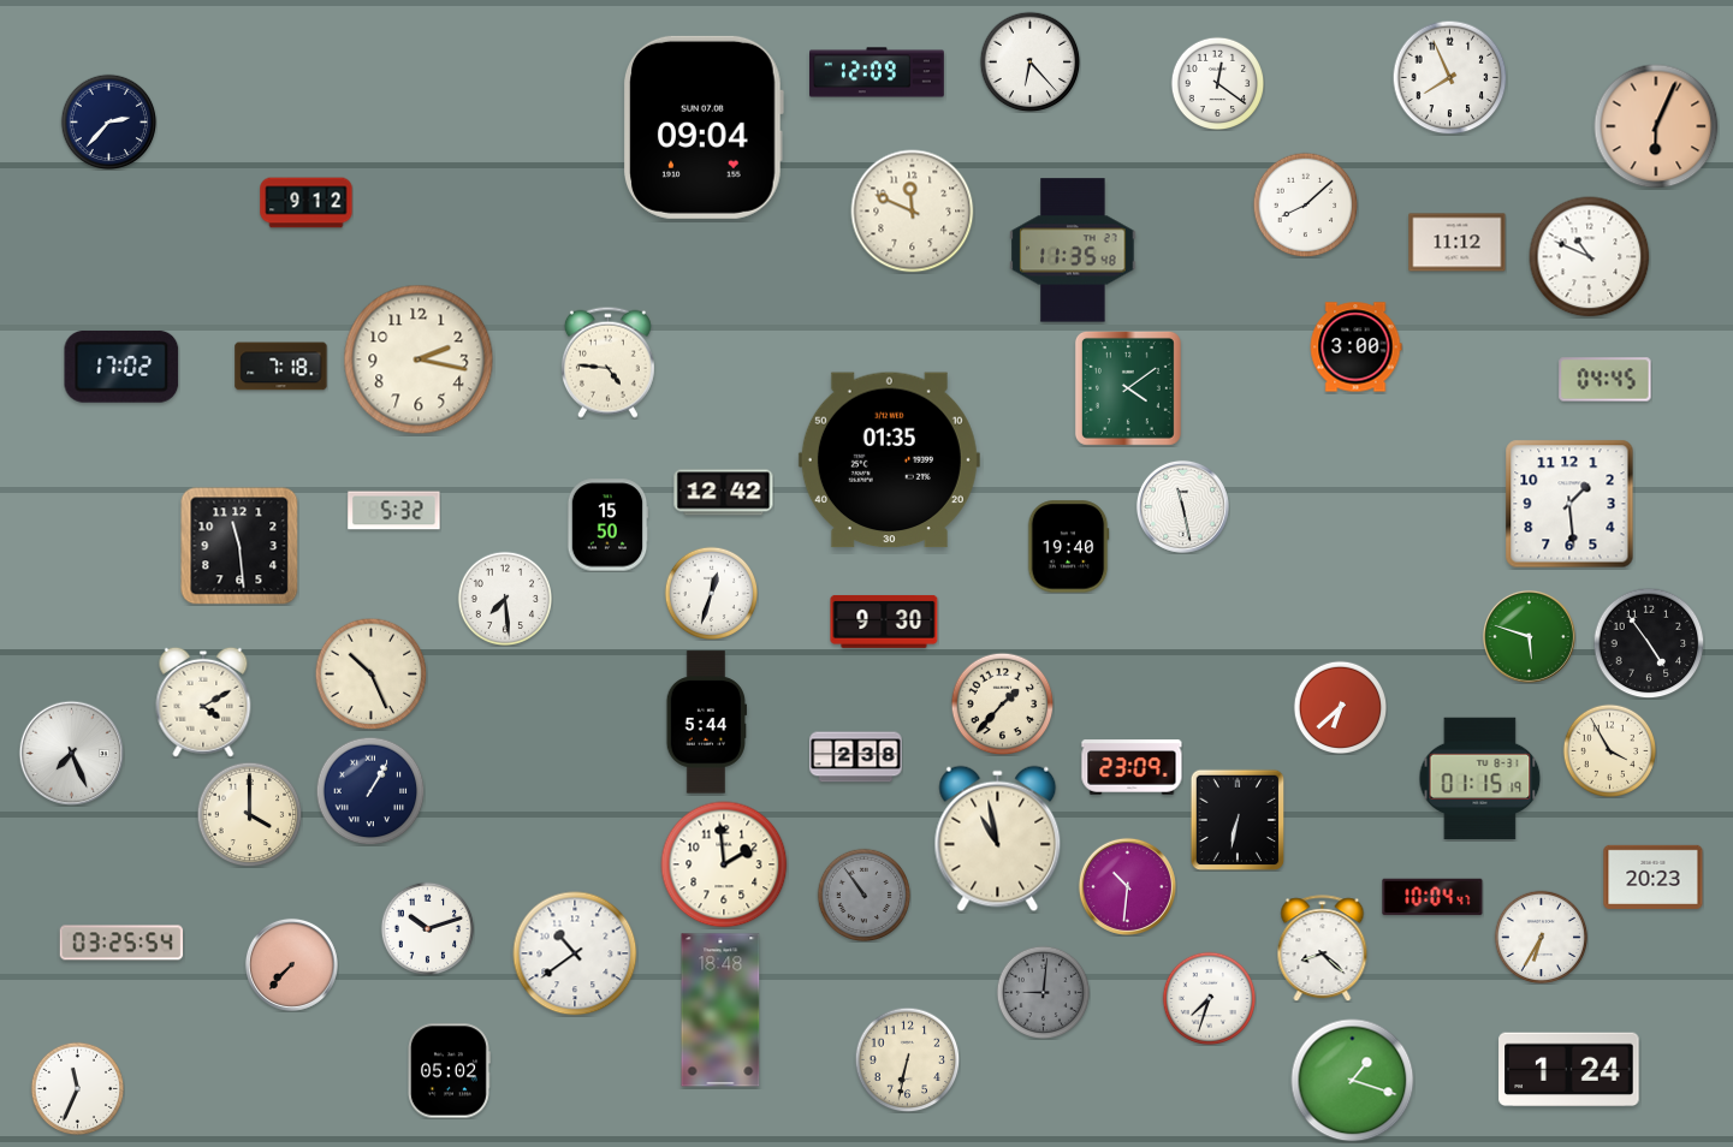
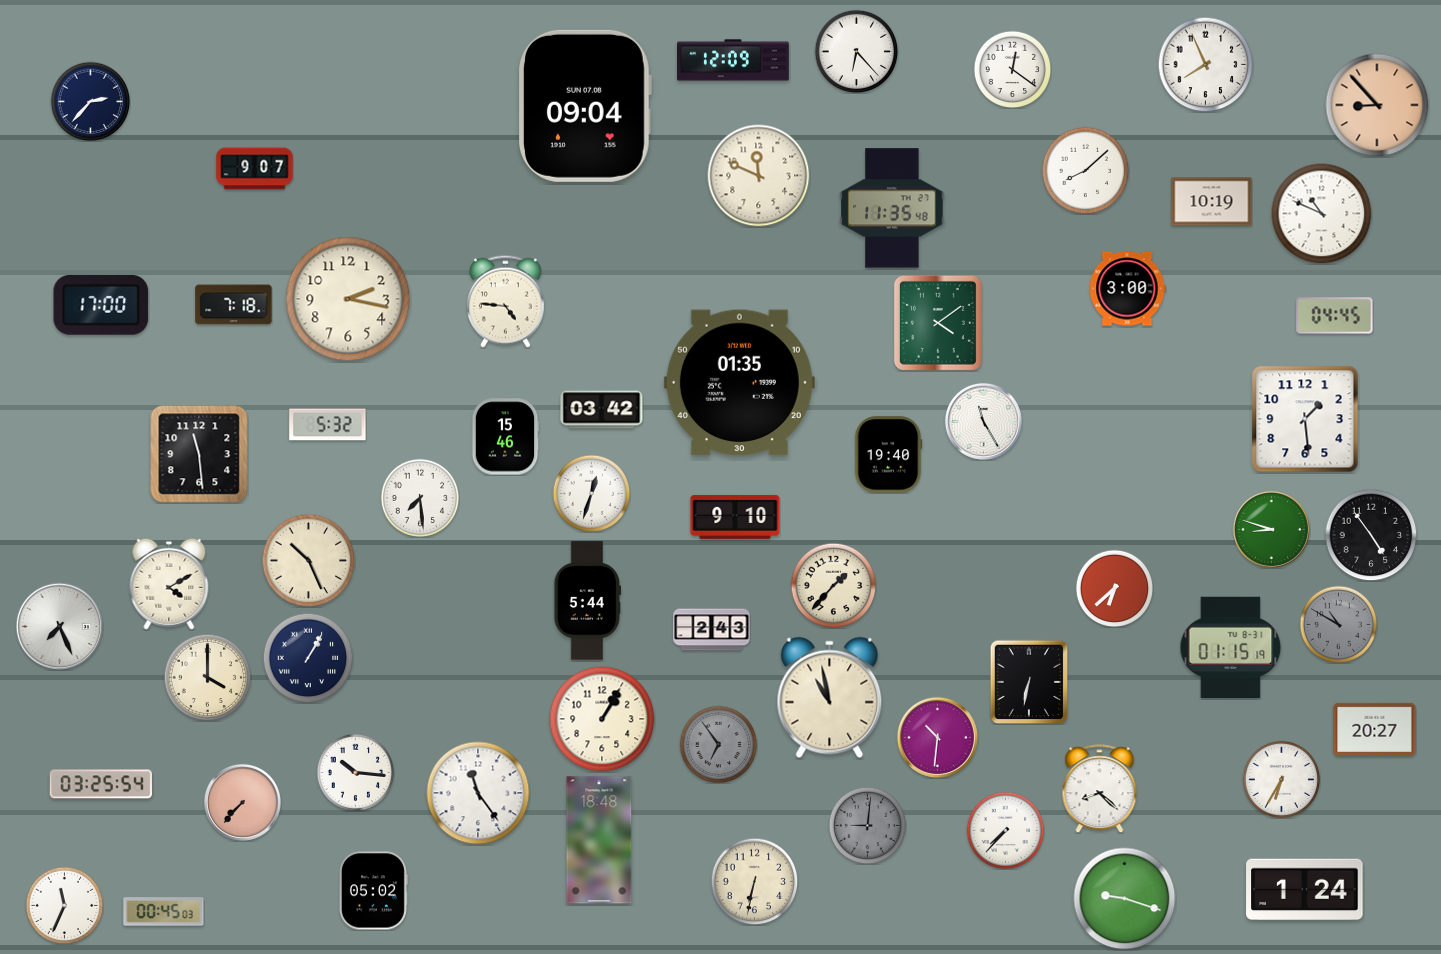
clock at (878, 72) position: (878, 72) -> (734, 60)
clock at (1656, 126): 6:04 -> 8:53
clock at (307, 203): 9:12 -> 9:07
clock at (1458, 243): 11:12 -> 10:19
clock at (121, 367): 17:02 -> 17:00
clock at (724, 493): 12:42 -> 03:42
clock at (1182, 506): 11:28 -> 11:25
clock at (607, 525): 15:50 -> 15:46
clock at (884, 622): 9:30 -> 9:10
clock at (1529, 636): 5:48 -> 8:48
clock at (1609, 750): 3:55 -> 10:50
clock at (1609, 750) dial: cream -> grey
clock at (856, 757): 2:38 -> 2:43
clock at (1132, 767): 23:09 -> none
clock at (724, 864): 1:59 -> 1:05
clock at (1654, 876): 20:23 -> 20:27
clock at (863, 895): 10:54 -> 6:54
clock at (1432, 897): 10:04 -> none
clock at (427, 928): 10:12 -> 10:16
clock at (575, 953): 10:39 -> 11:24
clock at (1209, 998): 7:33 -> 7:37
clock at (1353, 1081): 1:18 -> 9:18
clock at (164, 912): none -> 00:45
